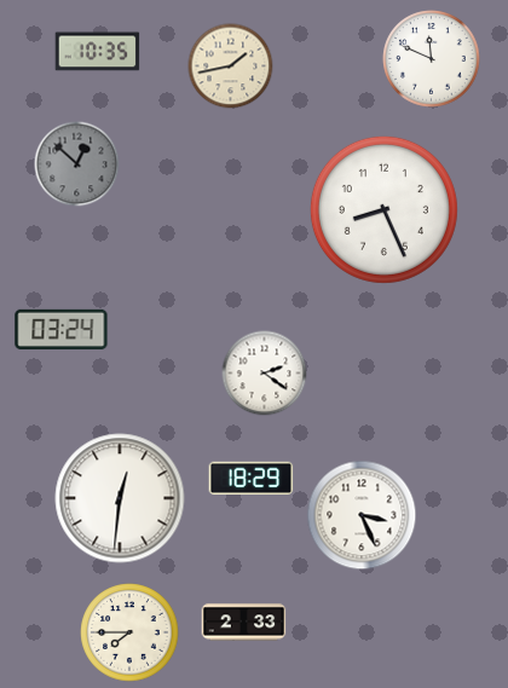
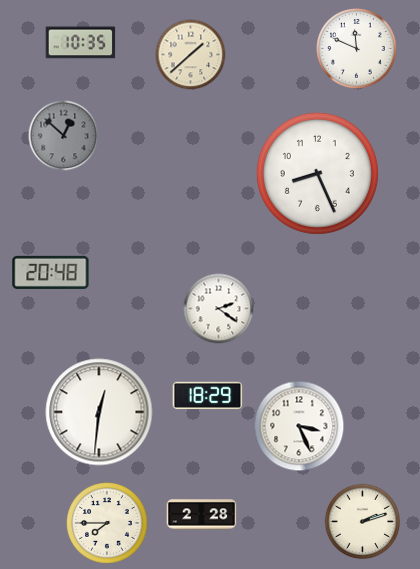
clock at (231, 67): 1:43 -> 1:38
clock at (62, 329): 03:24 -> 20:48
clock at (244, 623): 2:33 -> 2:28
clock at (363, 522): none -> 2:12
